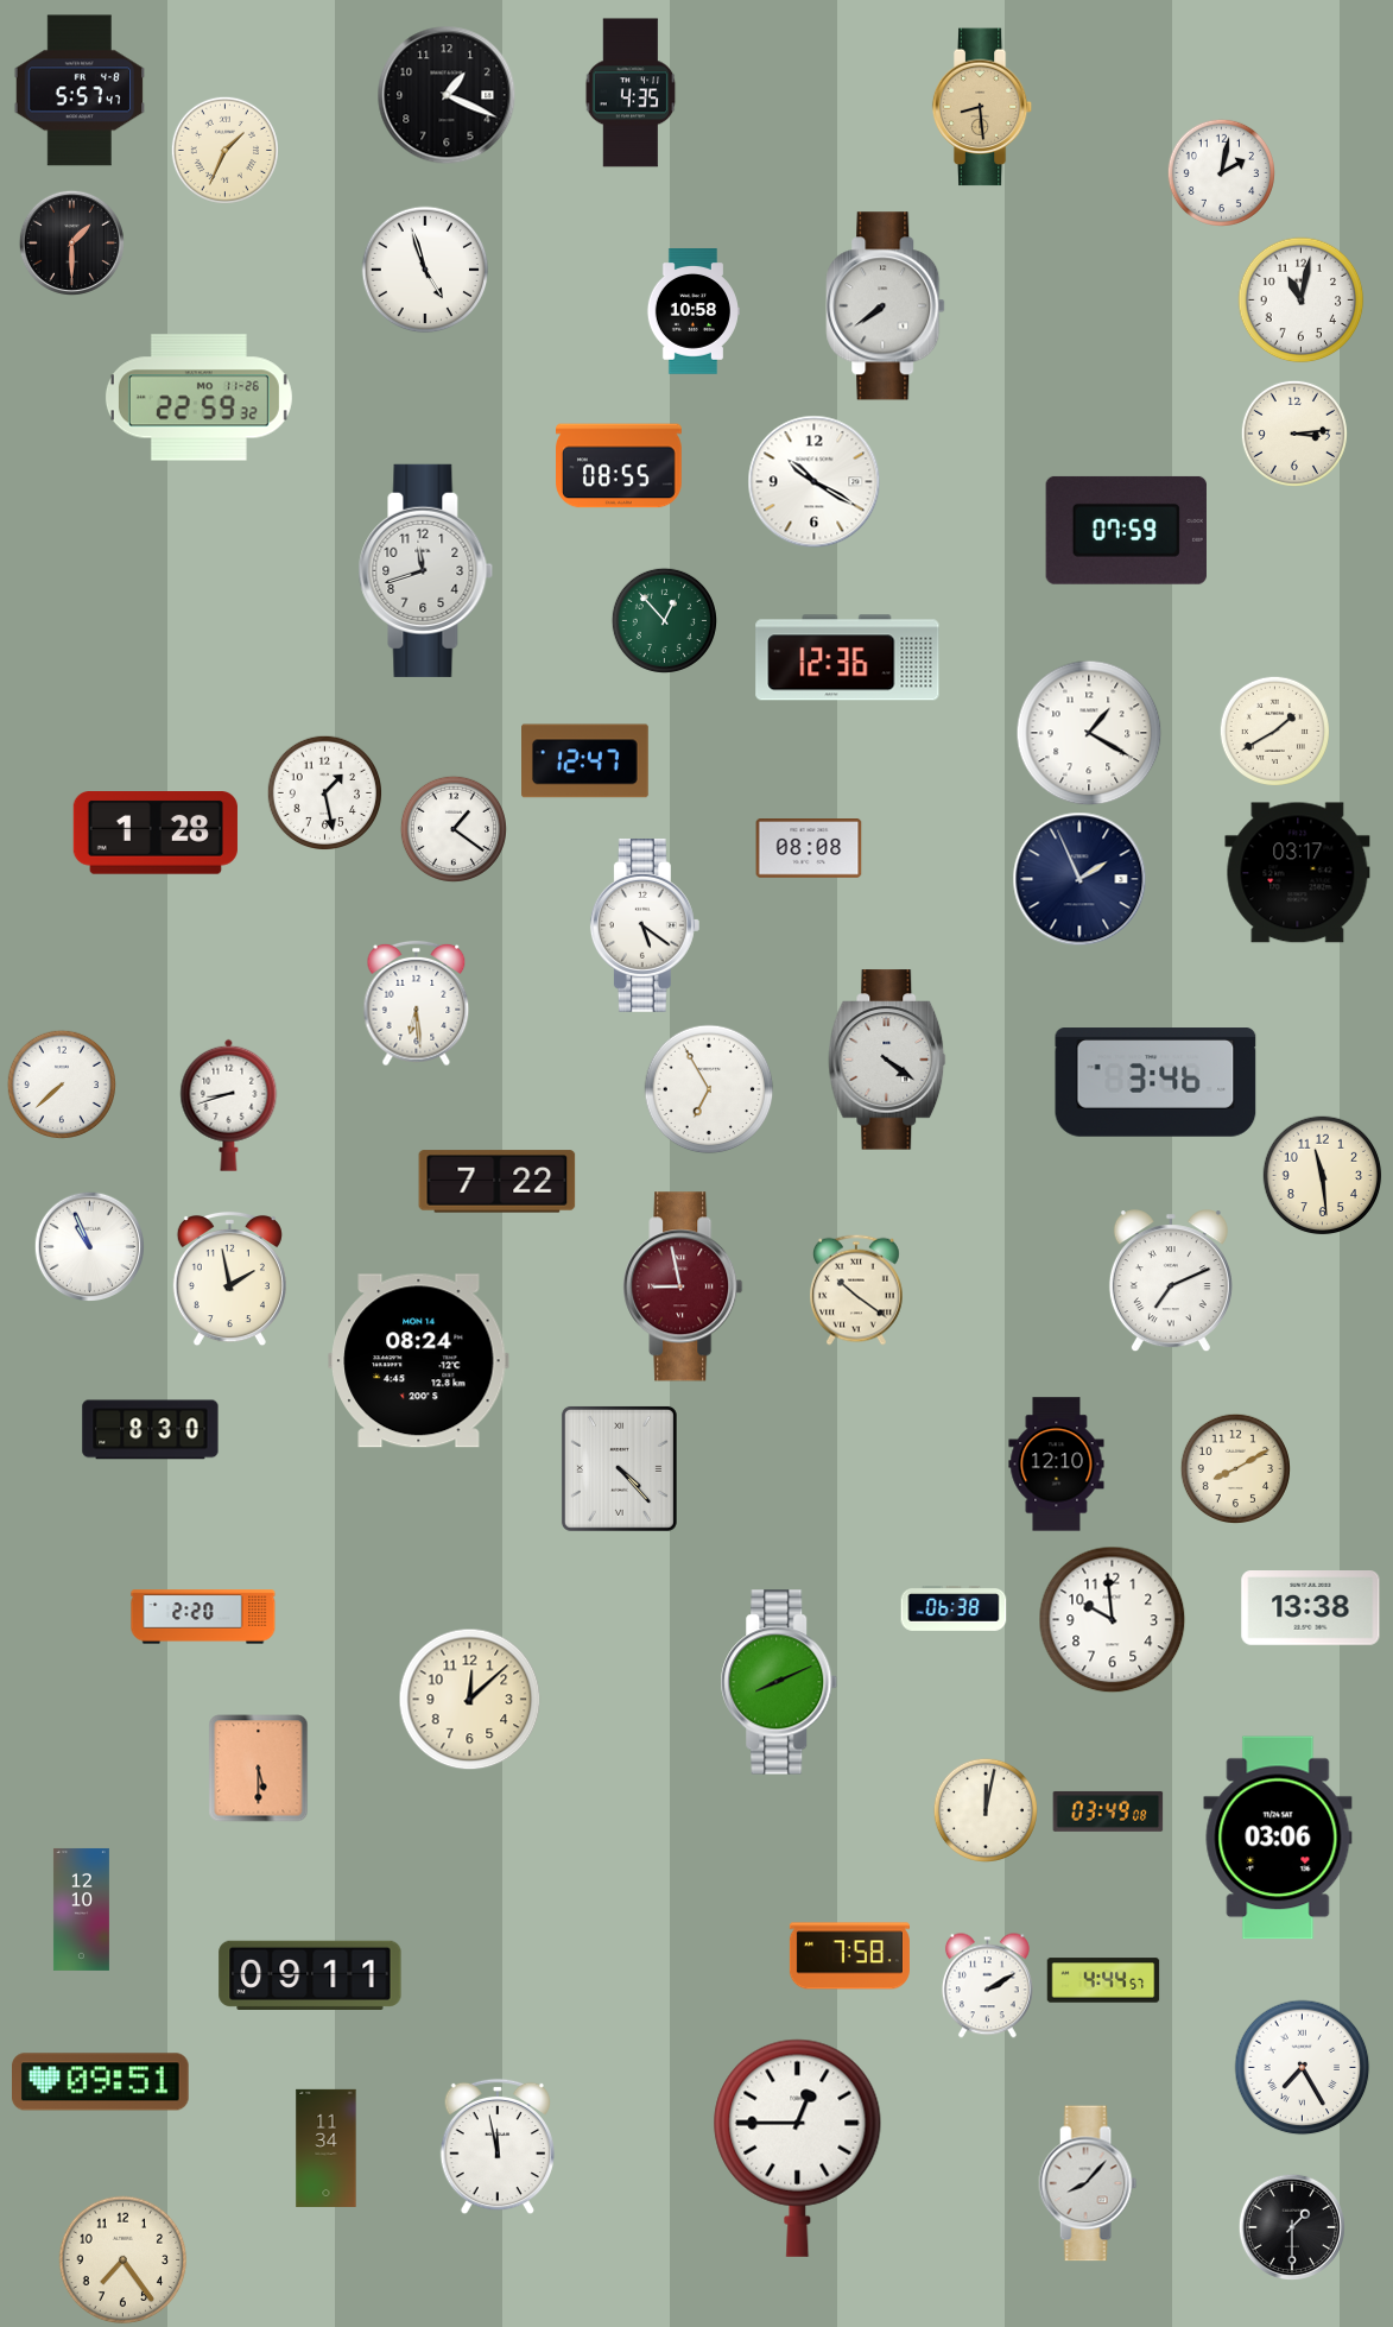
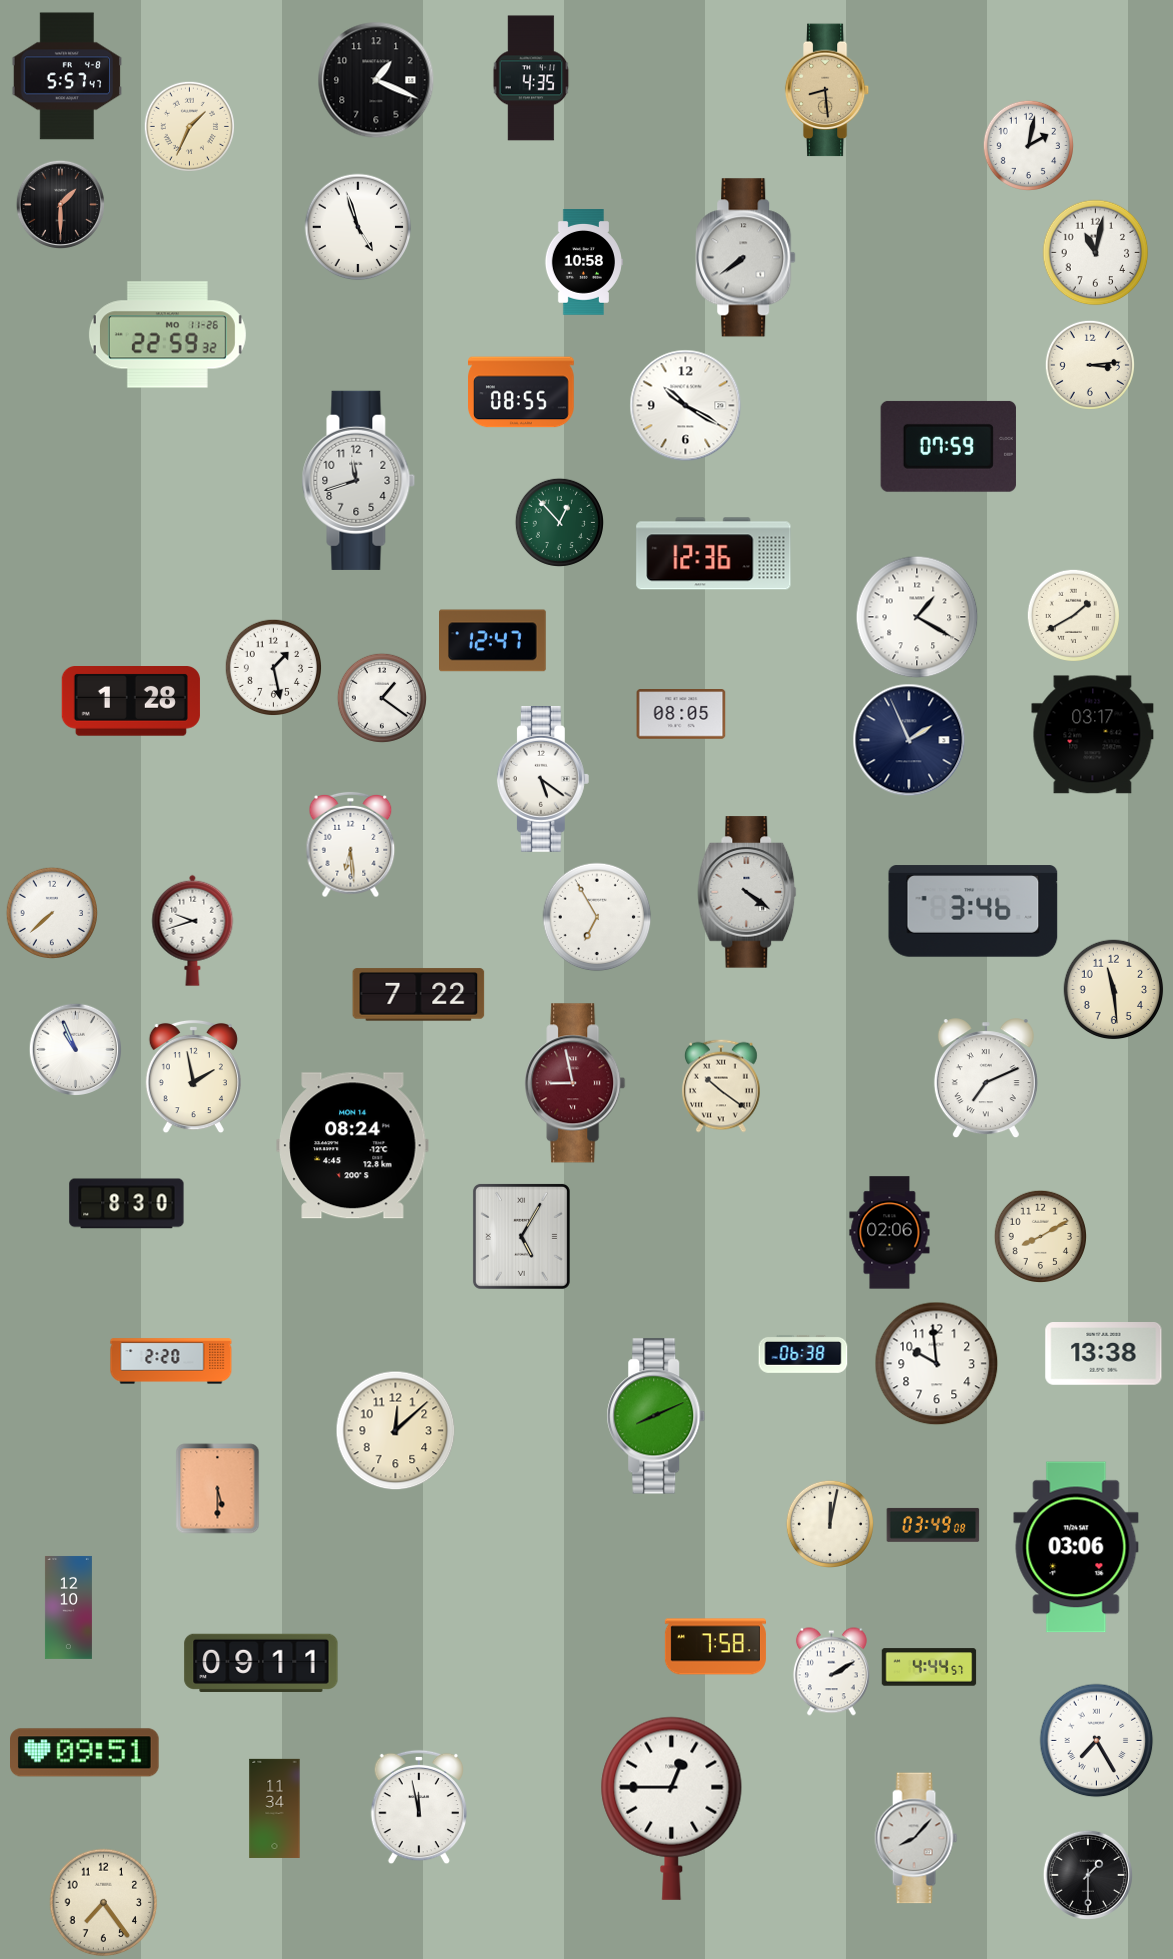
clock at (809, 849): 08:08 -> 08:05
clock at (229, 1105): 8:42 -> 9:42
clock at (1057, 1465): 12:10 -> 02:06
clock at (619, 1468): 4:23 -> 5:05
